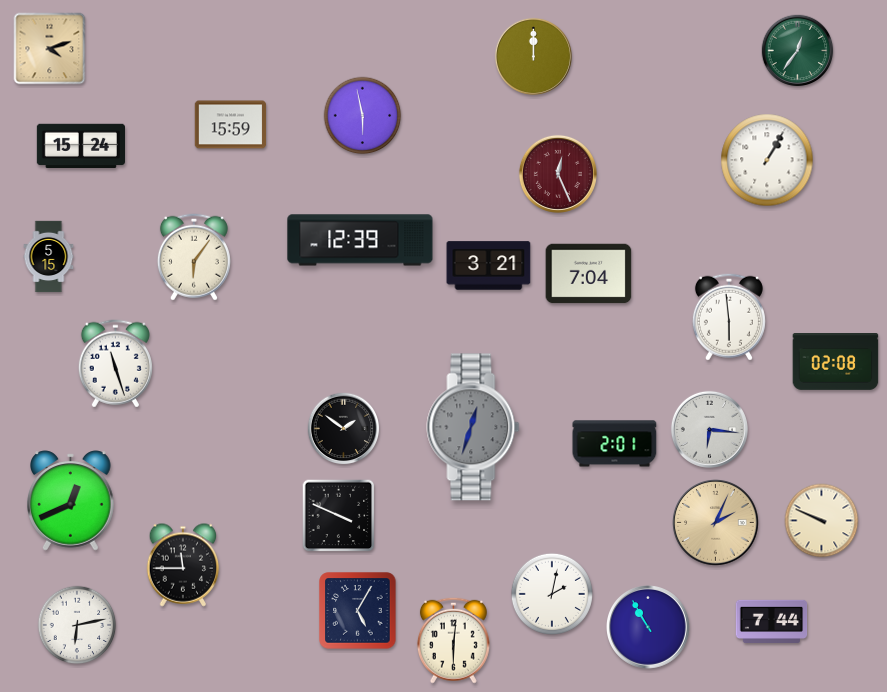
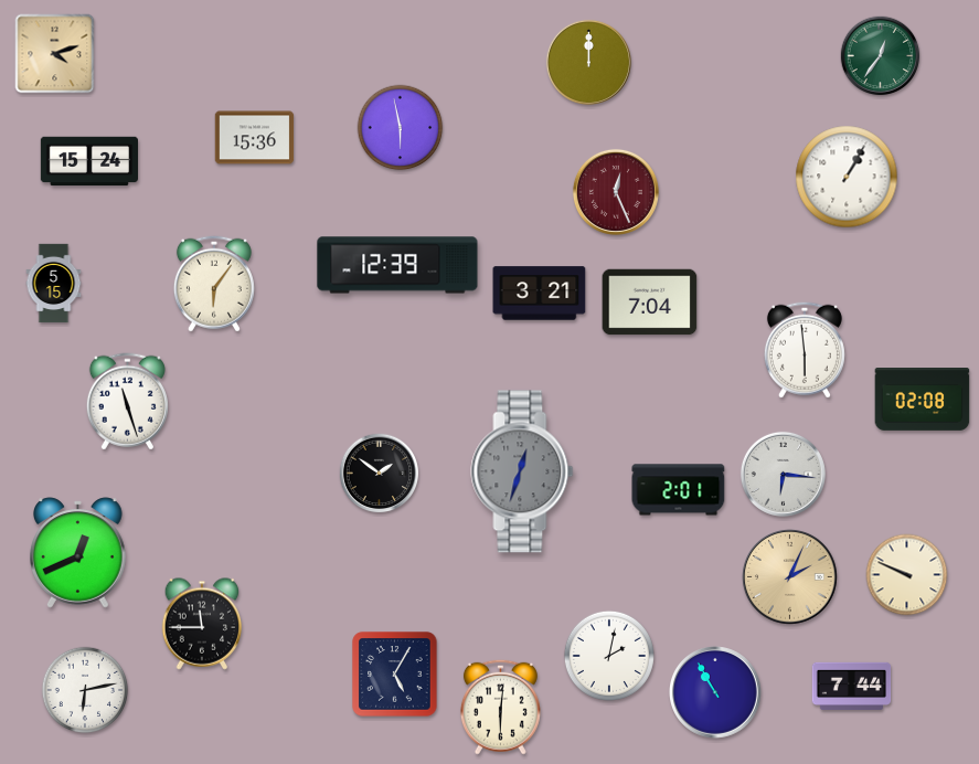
clock at (231, 125): 15:59 -> 15:36
clock at (339, 516): 3:49 -> none
